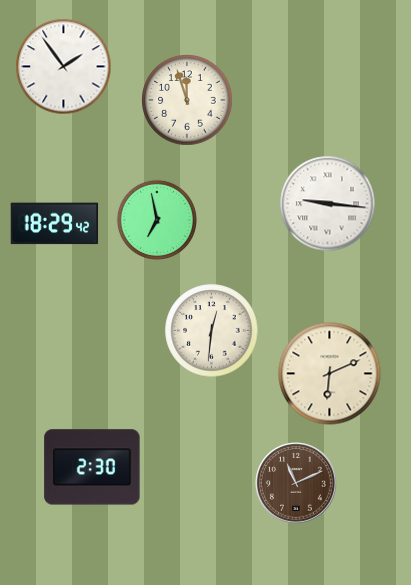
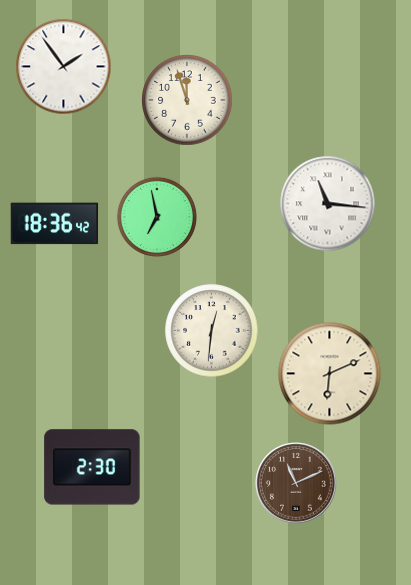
clock at (328, 204): 9:16 -> 11:16
clock at (157, 220) position: (157, 220) -> (157, 217)
clock at (55, 224): 18:29 -> 18:36
